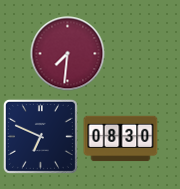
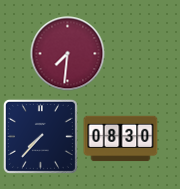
clock at (40, 136): 6:49 -> 7:37
